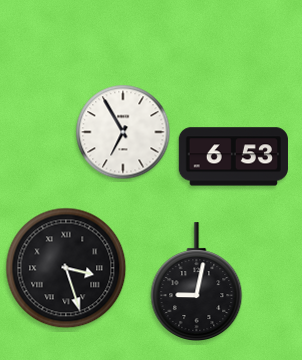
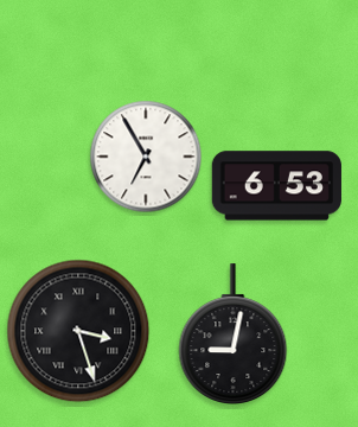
clock at (66, 268) position: (66, 268) -> (78, 331)
